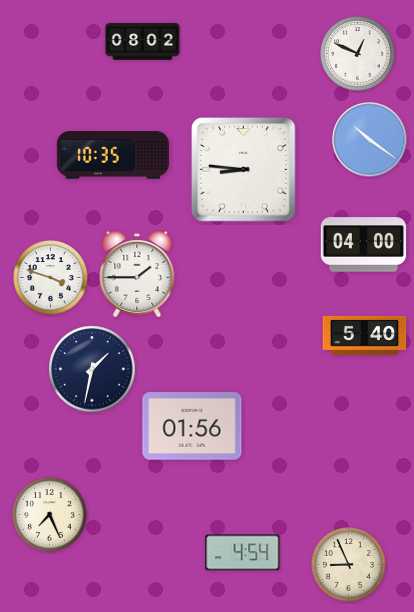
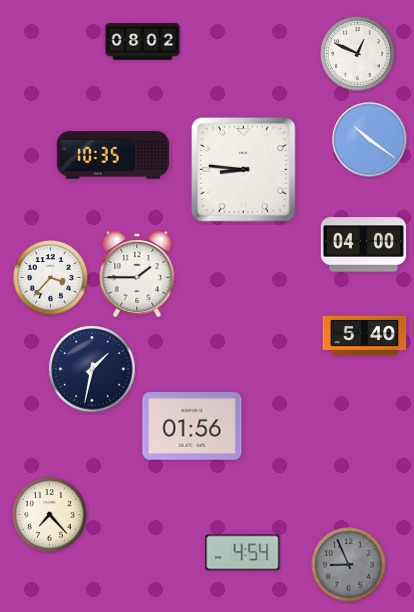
clock at (51, 278): 3:48 -> 3:37
clock at (50, 515): 7:26 -> 7:23
clock at (349, 565) dial: cream -> grey
